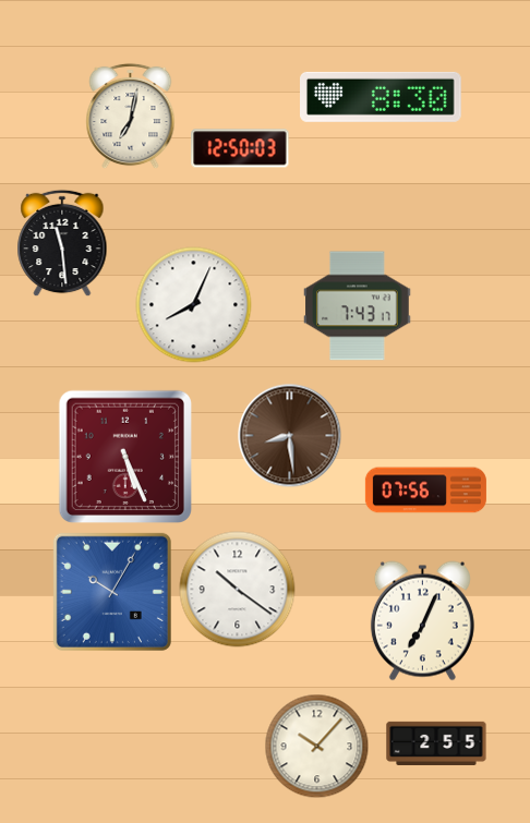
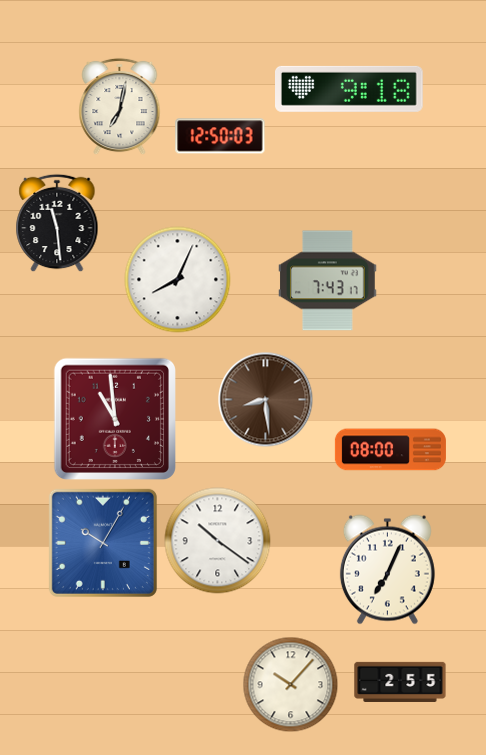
clock at (382, 97): 8:30 -> 9:18
clock at (124, 456): 5:26 -> 10:59
clock at (425, 491): 07:56 -> 08:00
